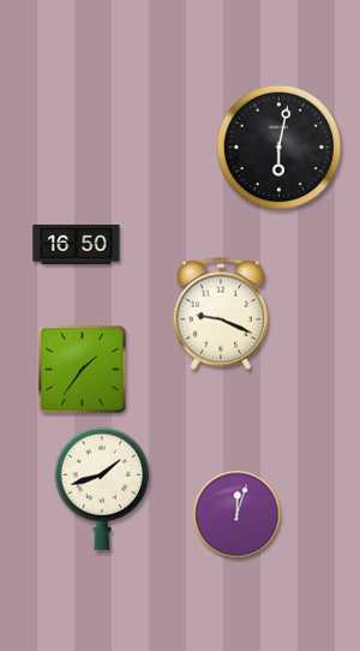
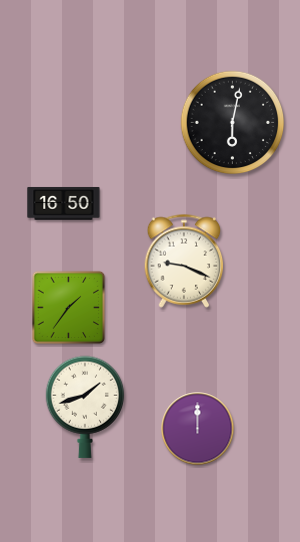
clock at (238, 515): 12:03 -> 12:00
